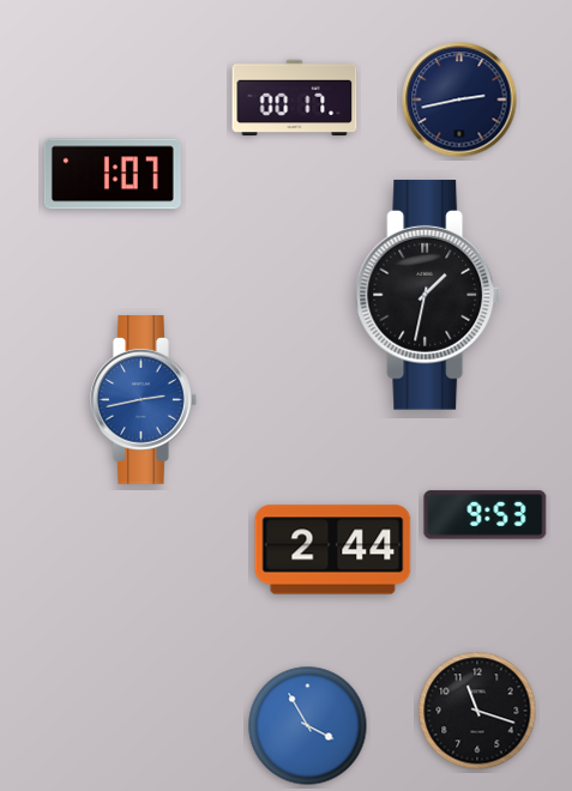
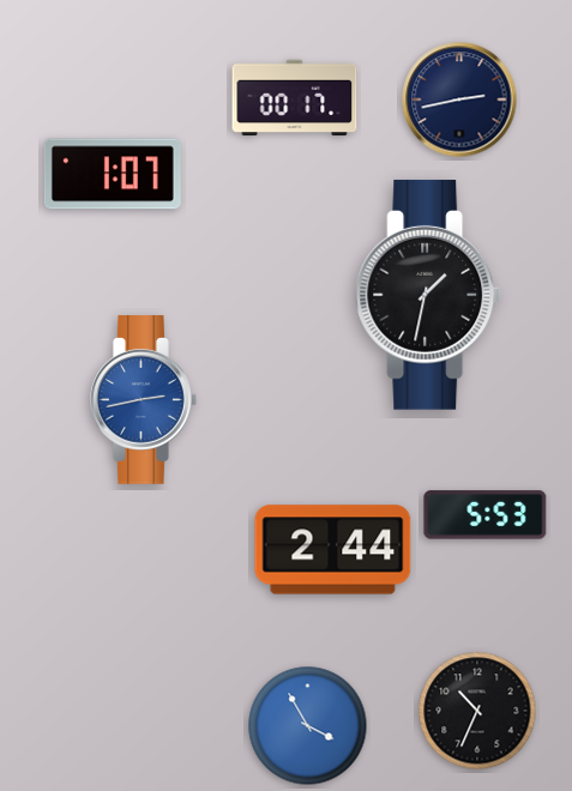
clock at (486, 515): 9:53 -> 5:53
clock at (477, 711): 11:18 -> 10:34
